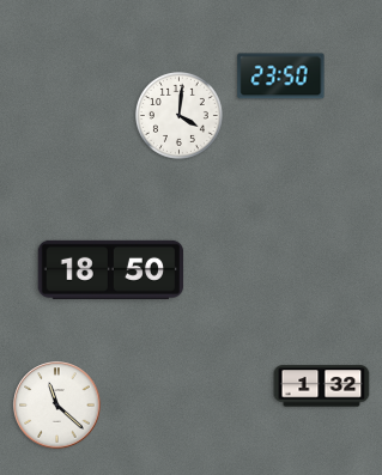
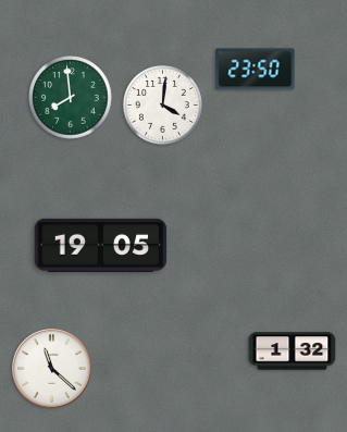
clock at (71, 98): none -> 7:59
clock at (111, 269): 18:50 -> 19:05
